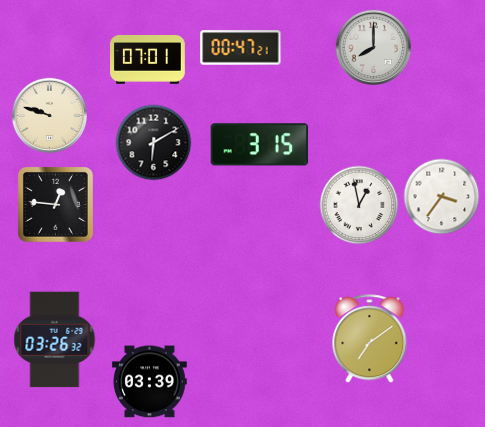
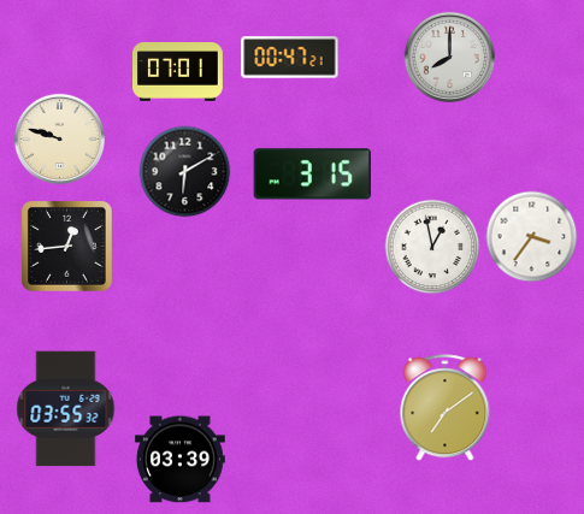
clock at (56, 205): 12:46 -> 12:44
clock at (55, 340): 03:26 -> 03:55
